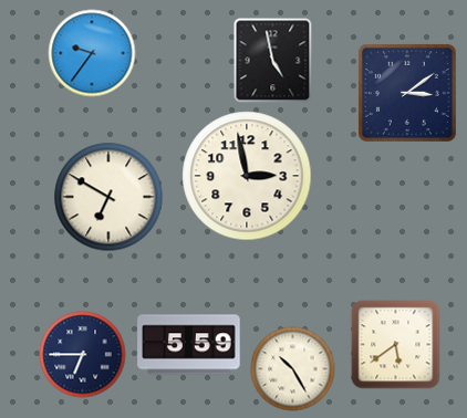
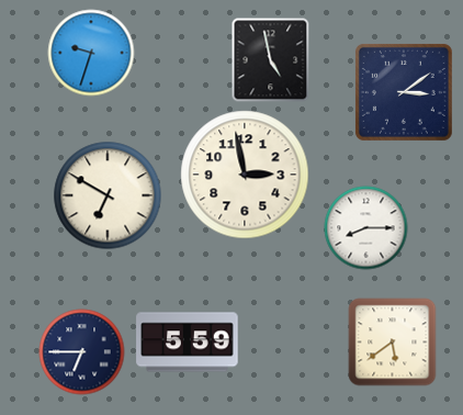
clock at (92, 53): 9:36 -> 9:33
clock at (366, 228): none -> 8:15
clock at (293, 369): 10:25 -> none
